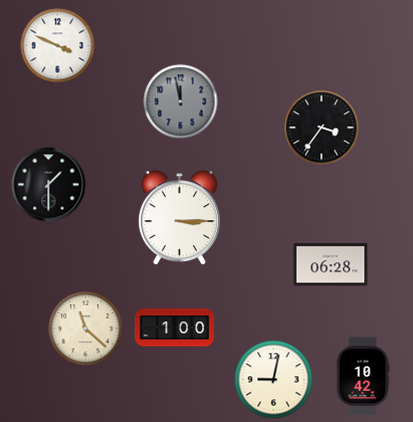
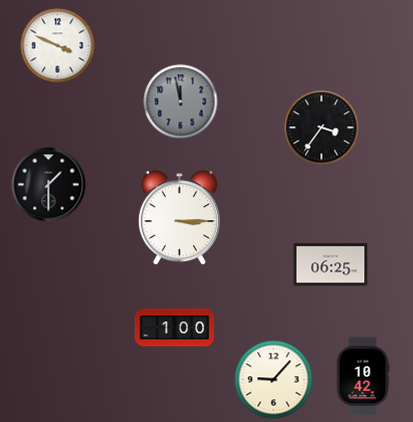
clock at (331, 265): 06:28 -> 06:25
clock at (86, 329): 11:22 -> none
clock at (274, 380): 9:02 -> 9:07
